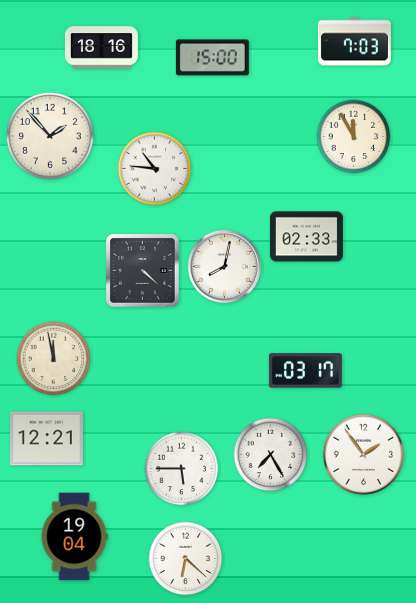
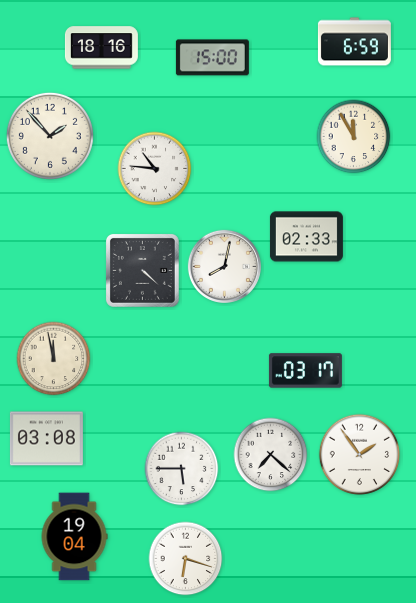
clock at (354, 42): 7:03 -> 6:59
clock at (46, 439): 12:21 -> 03:08
clock at (271, 455): 7:25 -> 7:22
clock at (364, 455) position: (364, 455) -> (360, 455)
clock at (186, 559): 6:22 -> 6:18
